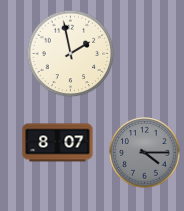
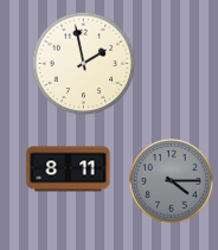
clock at (58, 143): 8:07 -> 8:11
